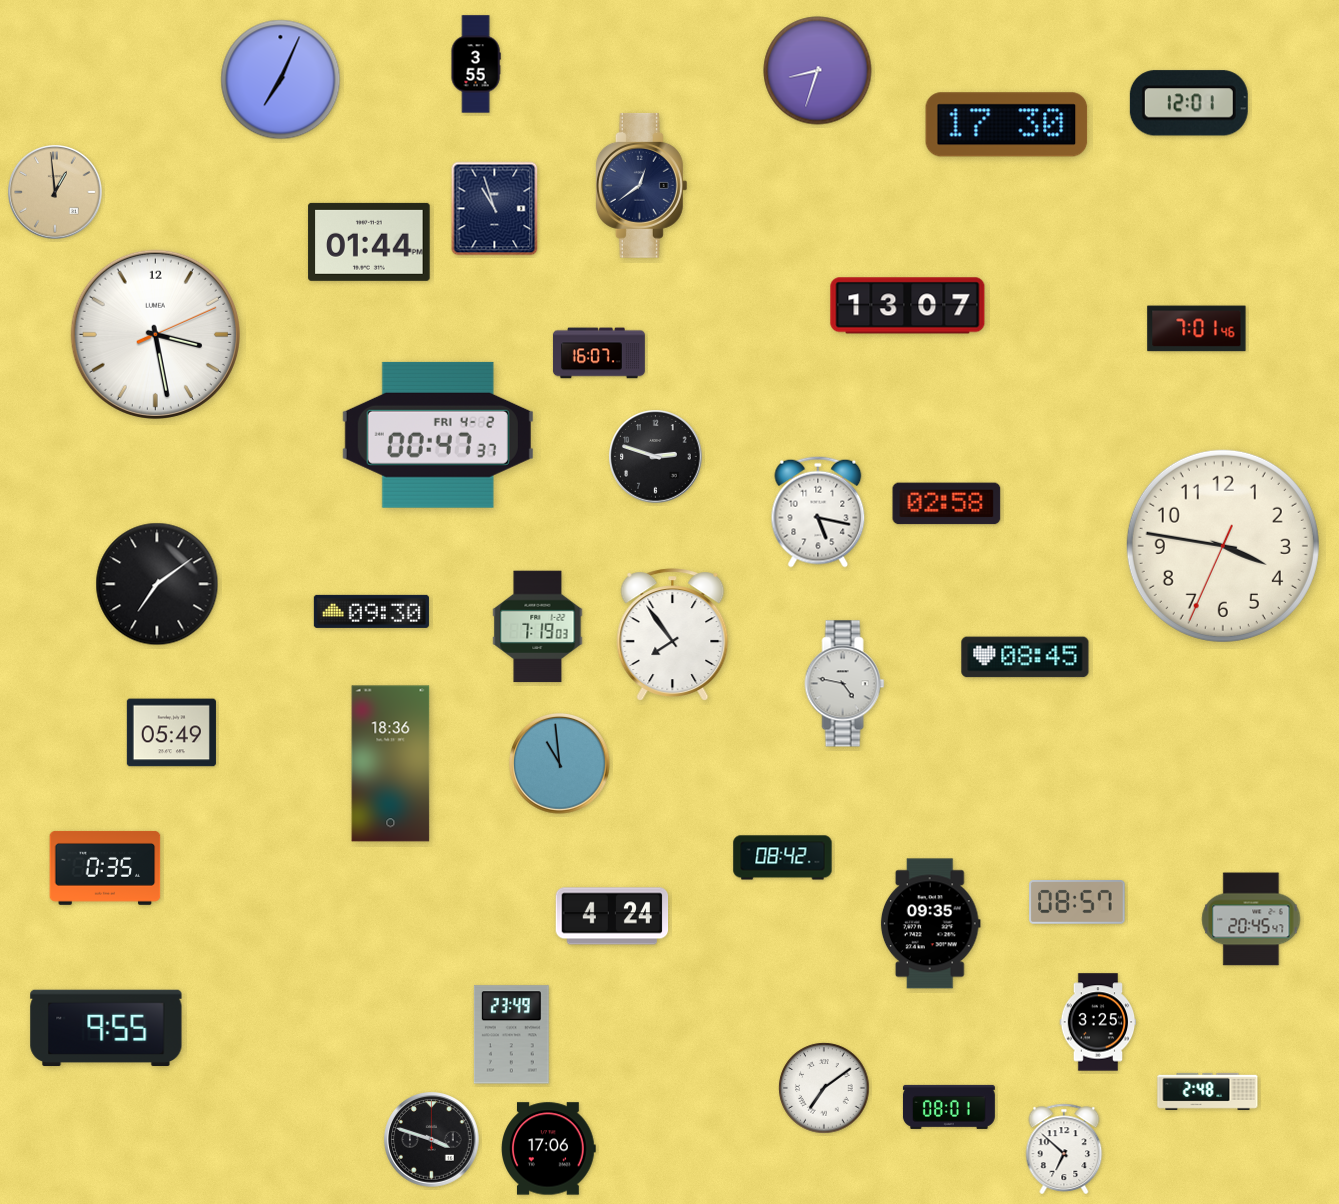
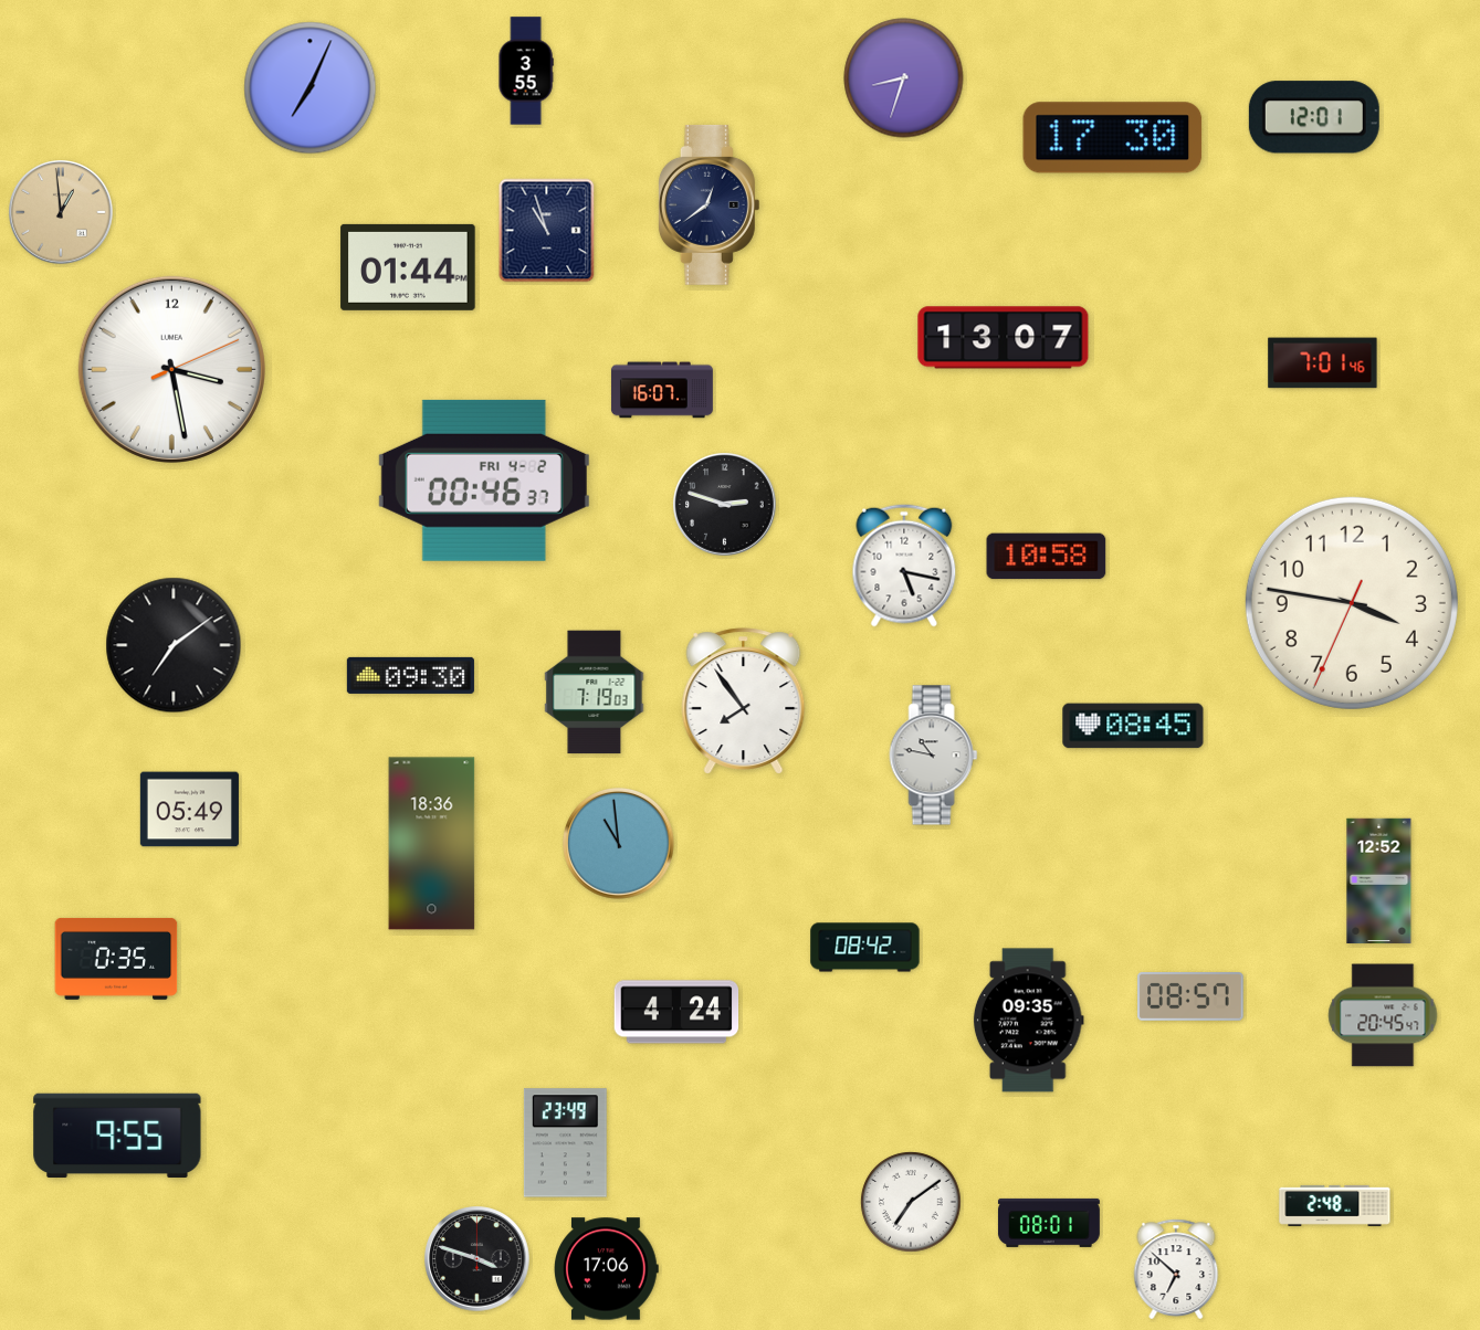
clock at (1189, 103) position: (1189, 103) -> (1314, 117)
clock at (438, 435): 00:47 -> 00:46
clock at (947, 504): 02:58 -> 10:58
clock at (845, 684): 4:47 -> 10:47
clock at (1379, 882): none -> 12:52
clock at (1098, 1022): 3:25 -> none
